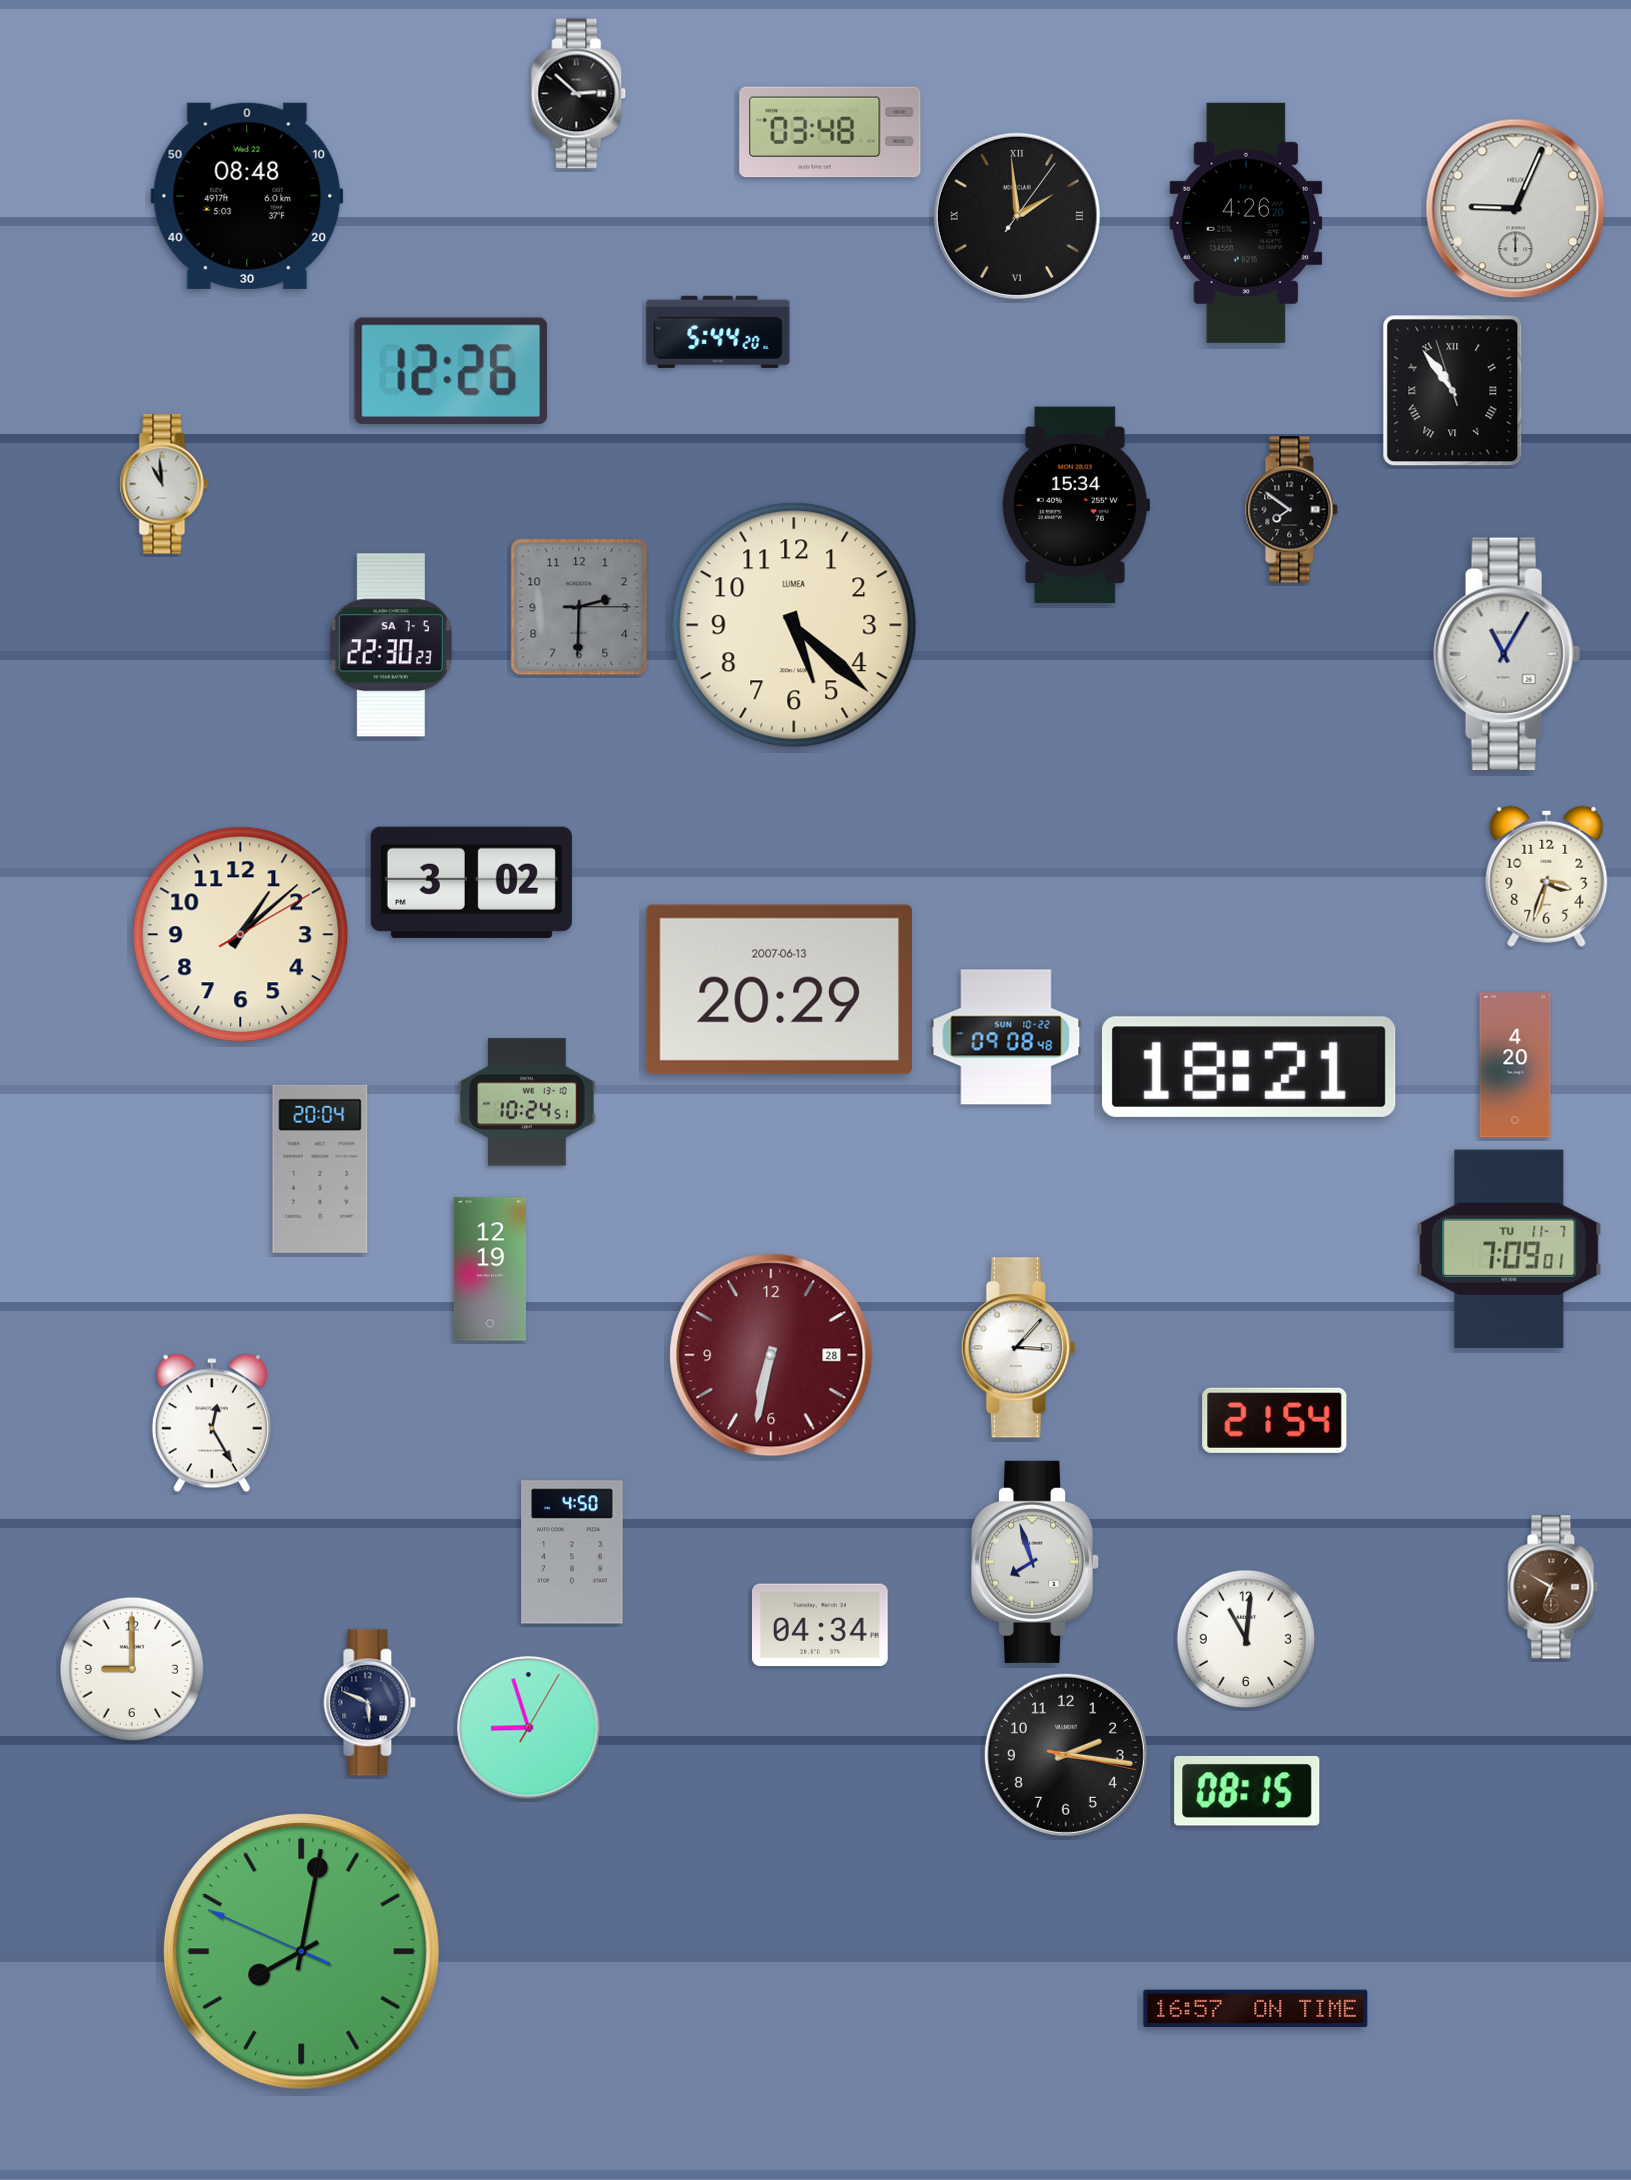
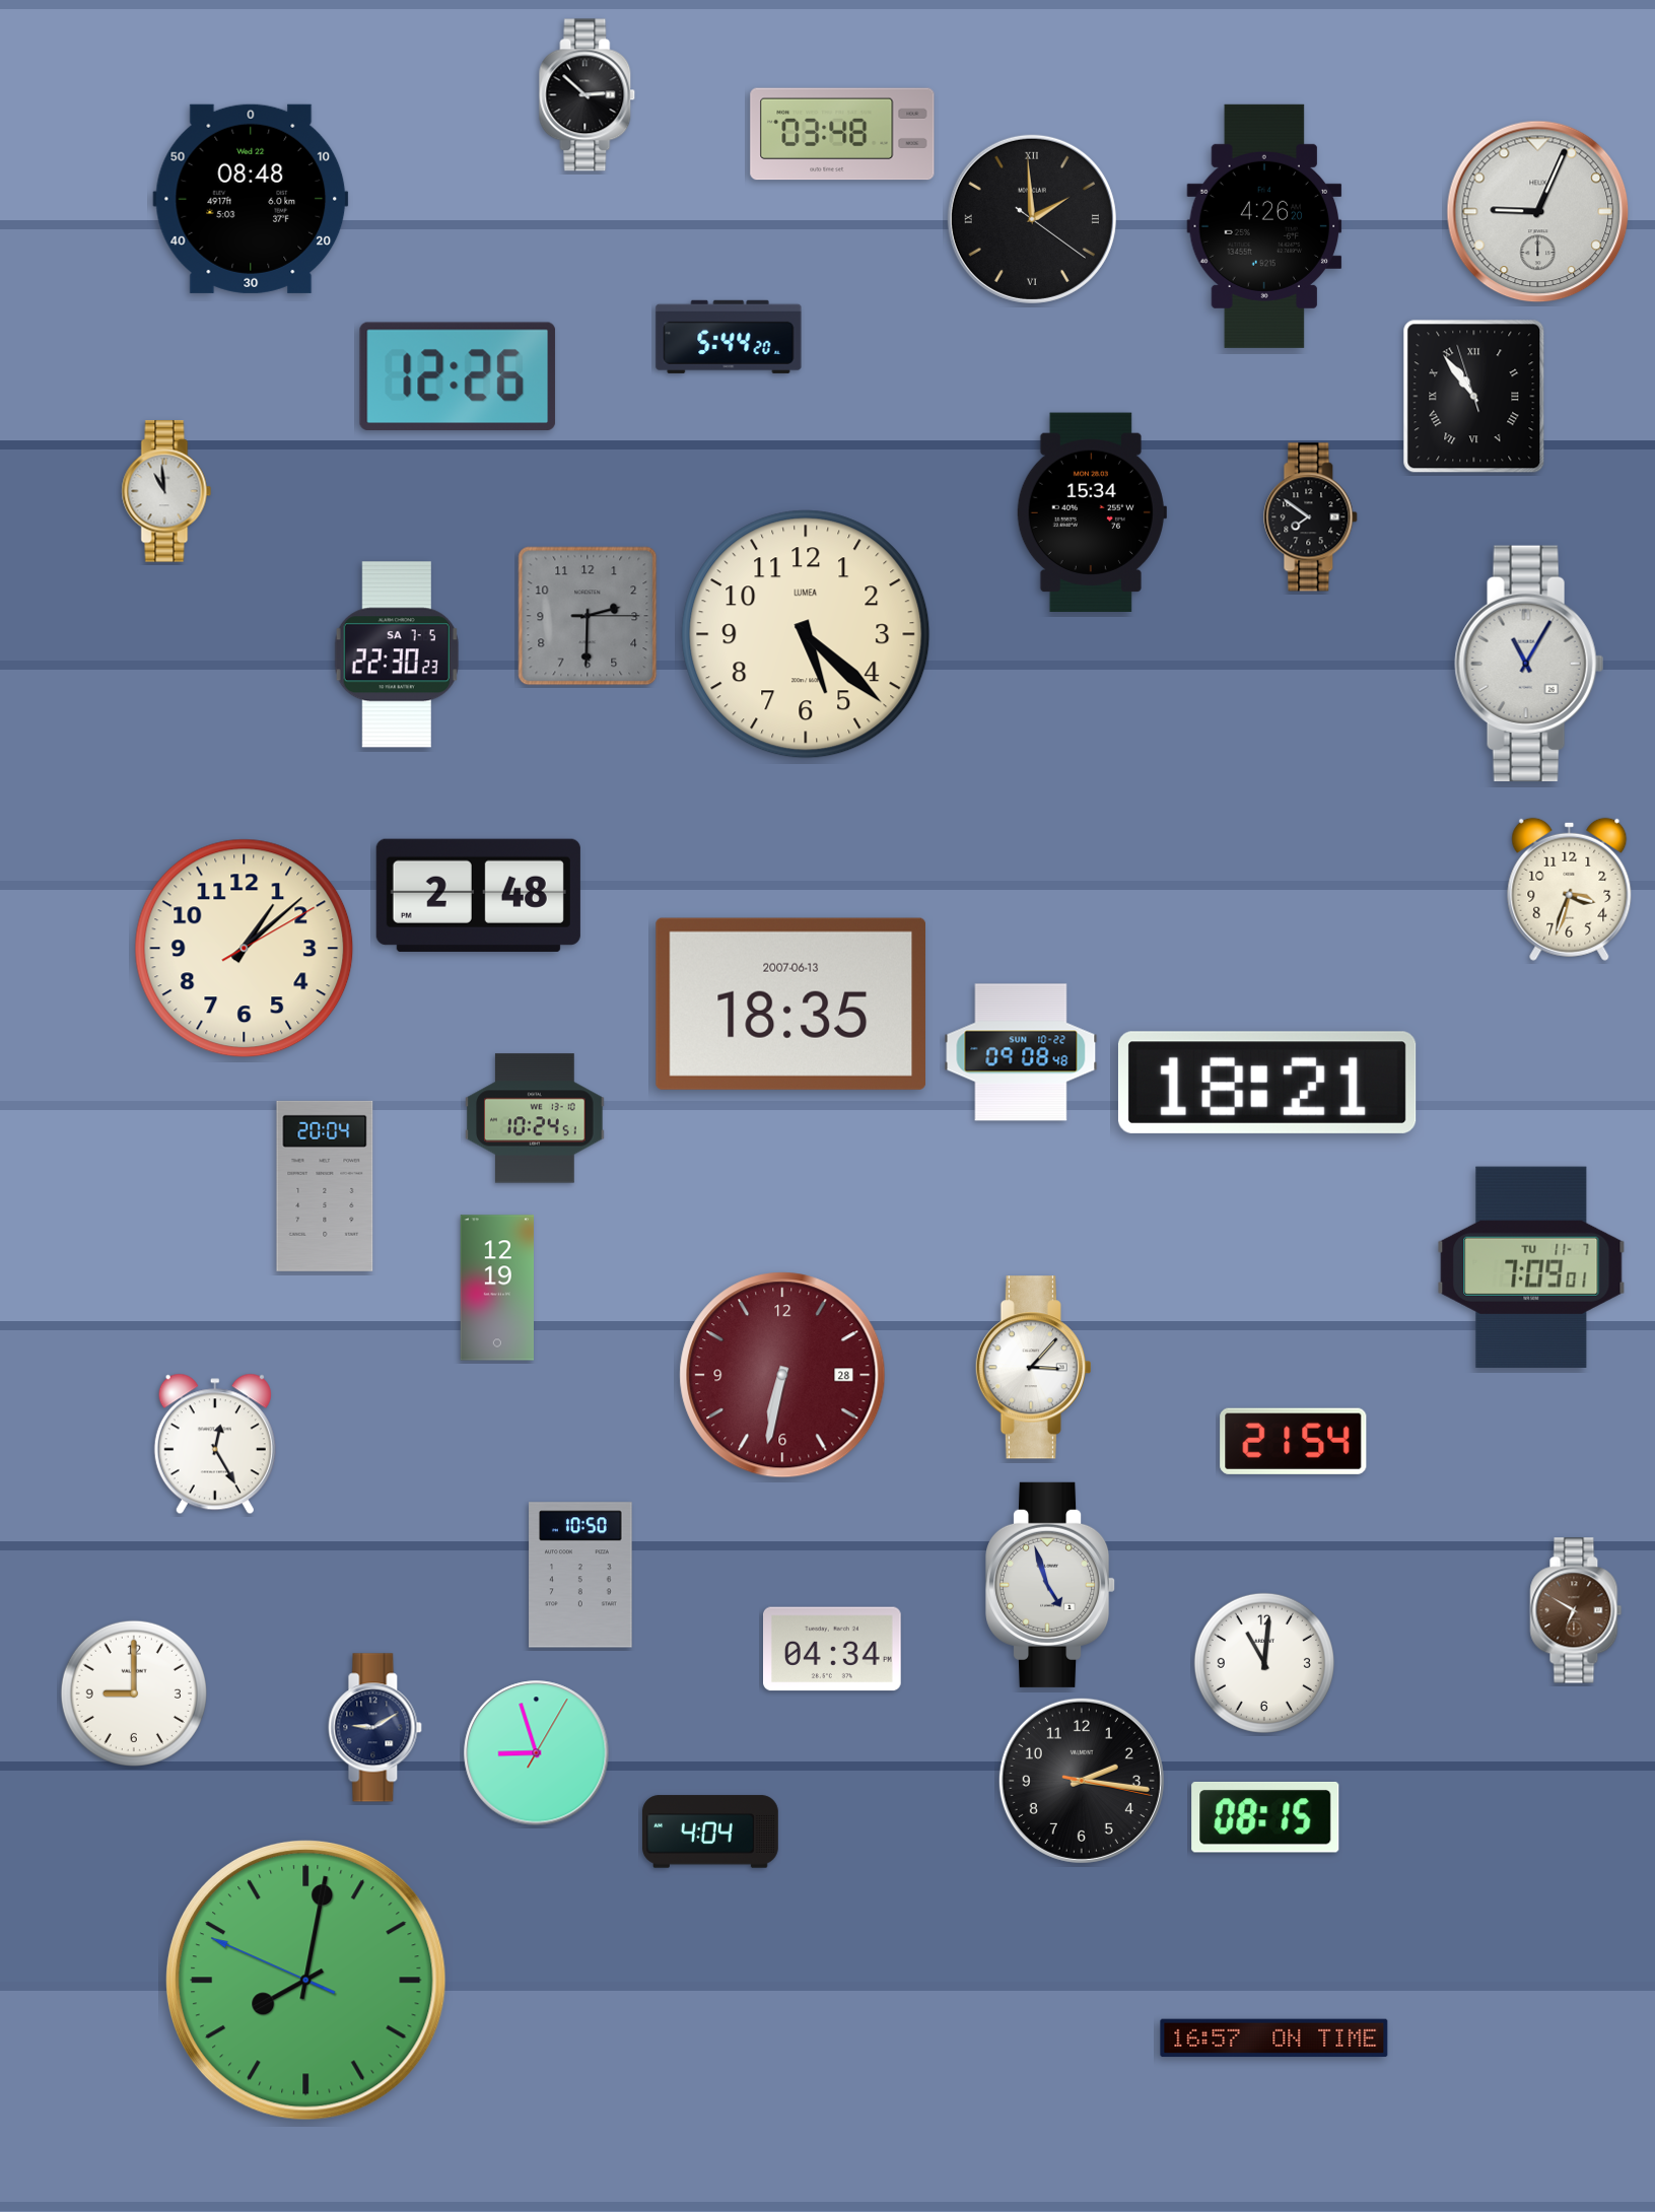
clock at (1017, 216): 1:59:06 -> 1:59:21
clock at (471, 882): 3:02 -> 2:48
clock at (779, 989): 20:29 -> 18:35
clock at (1515, 1065): 4:20 -> none
clock at (572, 1552): 4:50 -> 10:50
clock at (1036, 1562): 7:57 -> 4:57
clock at (370, 1703): 5:49 -> 9:10
clock at (710, 1831): none -> 4:04
